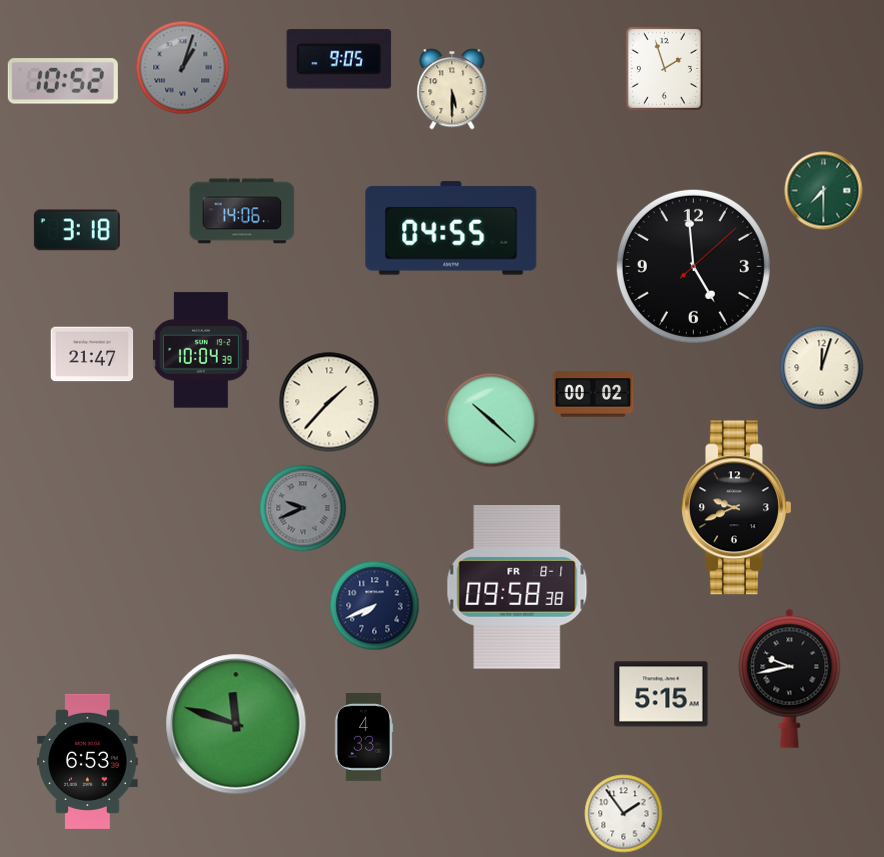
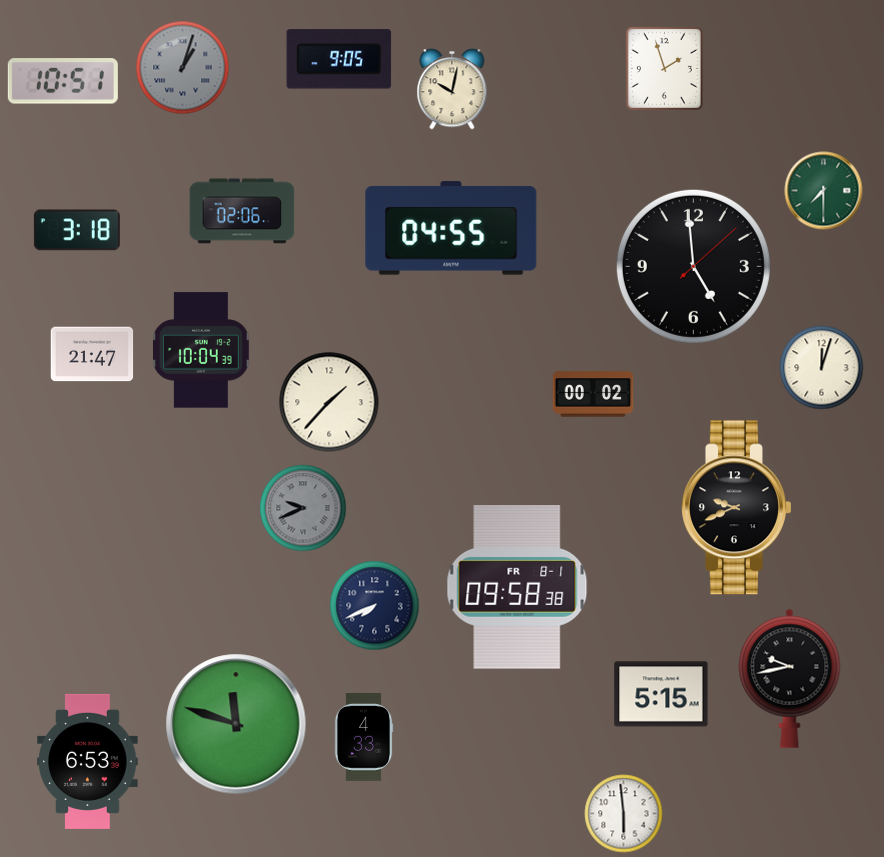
clock at (63, 81): 10:52 -> 10:51
clock at (452, 89): 5:30 -> 10:02
clock at (242, 211): 14:06 -> 02:06
clock at (491, 420): 10:22 -> none
clock at (624, 814): 1:54 -> 5:59
